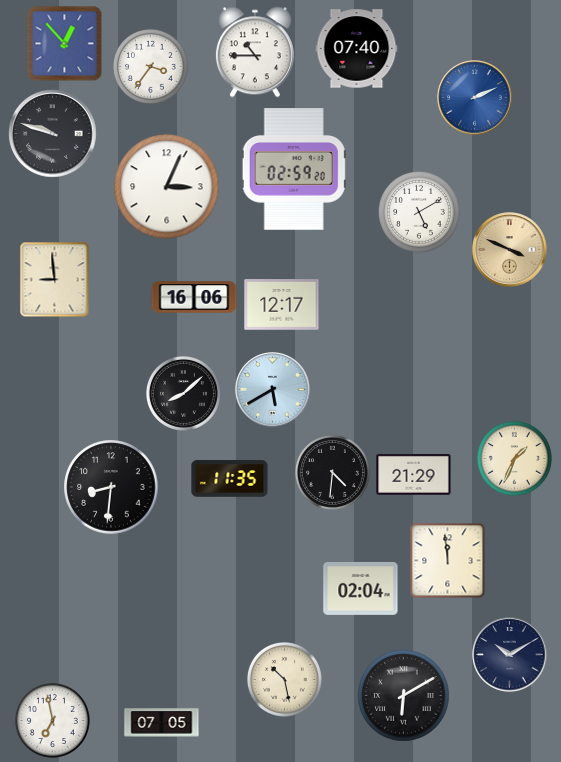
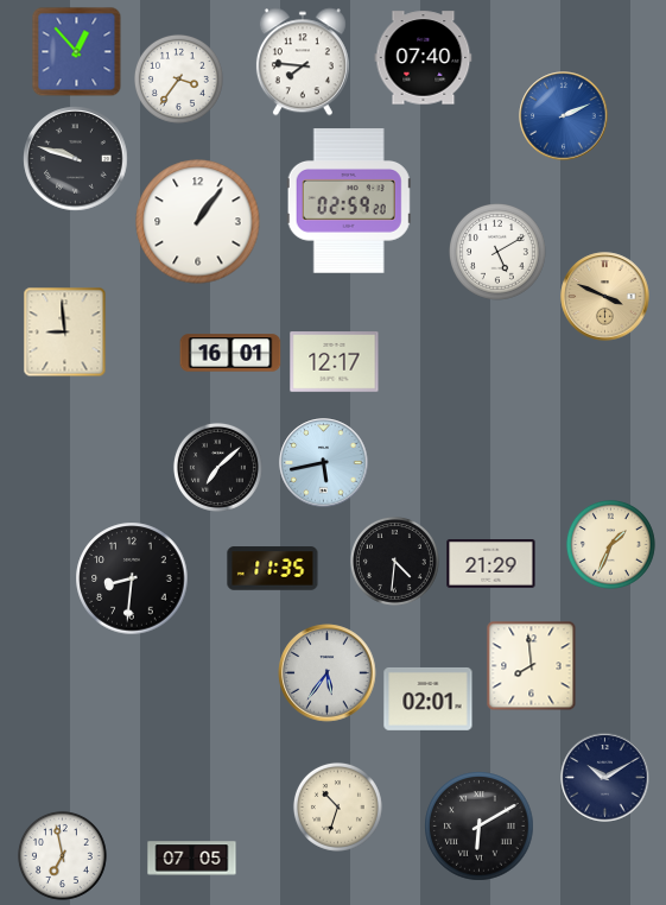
clock at (255, 52): 10:45 -> 7:46
clock at (53, 134) position: (53, 134) -> (76, 159)
clock at (167, 187): 3:04 -> 1:06
clock at (194, 297): 16:06 -> 16:01
clock at (273, 390): 5:40 -> 5:43
clock at (183, 393): 8:08 -> 7:08
clock at (448, 561): 11:59 -> 7:59
clock at (328, 673): none -> 5:36
clock at (361, 588): 02:04 -> 02:01
clock at (284, 679): 10:28 -> 10:33
